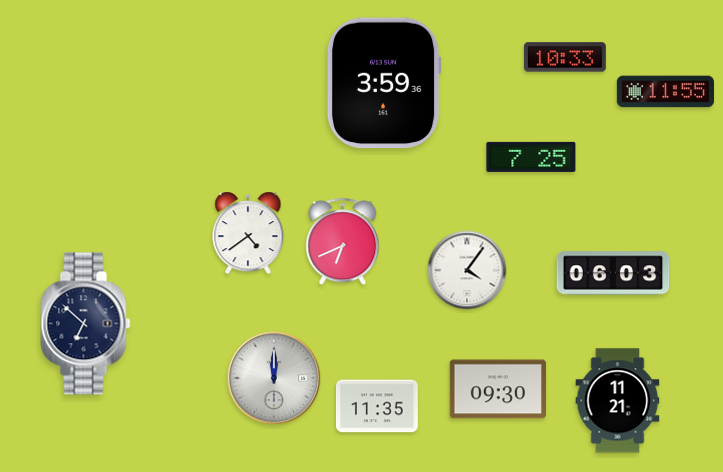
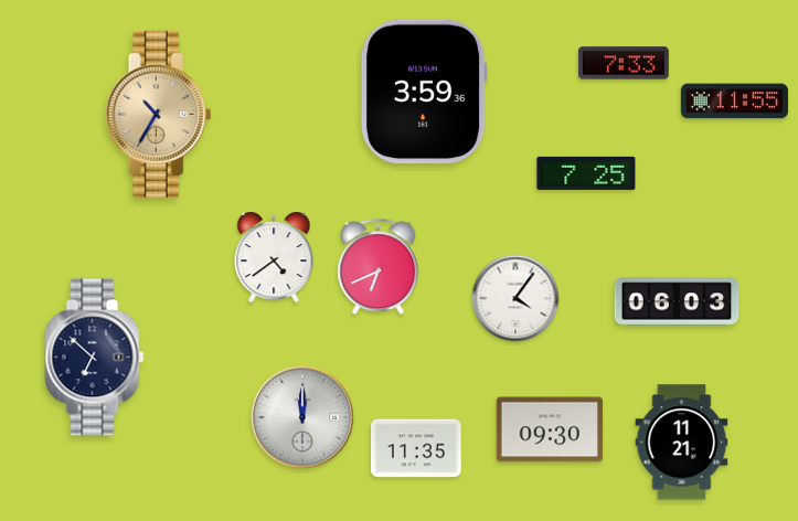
clock at (565, 57): 10:33 -> 7:33
clock at (159, 114): none -> 10:35
